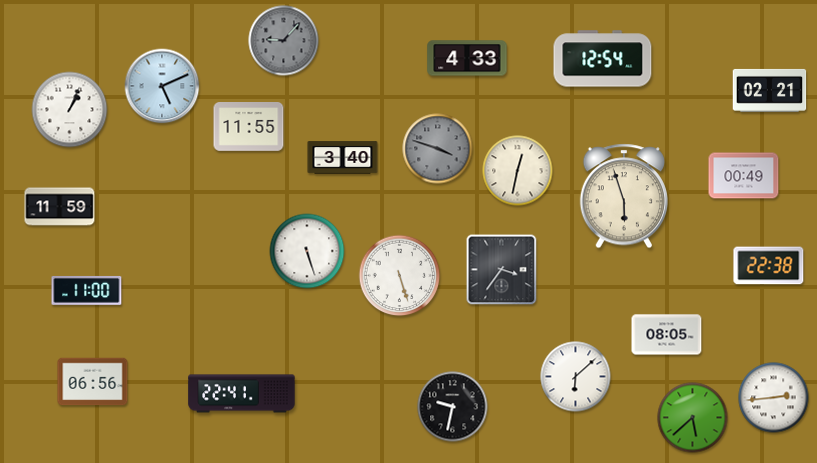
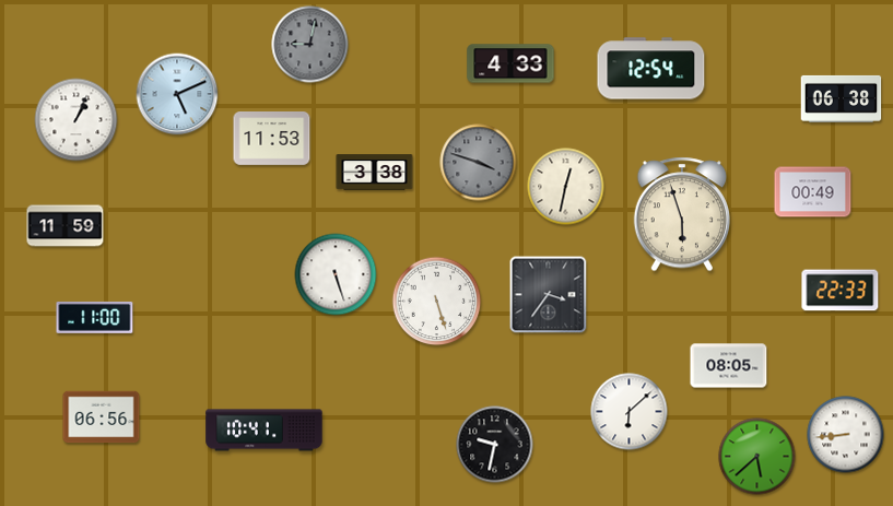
clock at (284, 41): 9:07 -> 9:02
clock at (603, 59) position: (603, 59) -> (651, 69)
clock at (770, 90): 02:21 -> 06:38
clock at (249, 127): 11:55 -> 11:53
clock at (343, 158): 3:40 -> 3:38
clock at (769, 266): 22:38 -> 22:33
clock at (242, 394): 22:41 -> 10:41
clock at (774, 398): 2:44 -> 8:44
